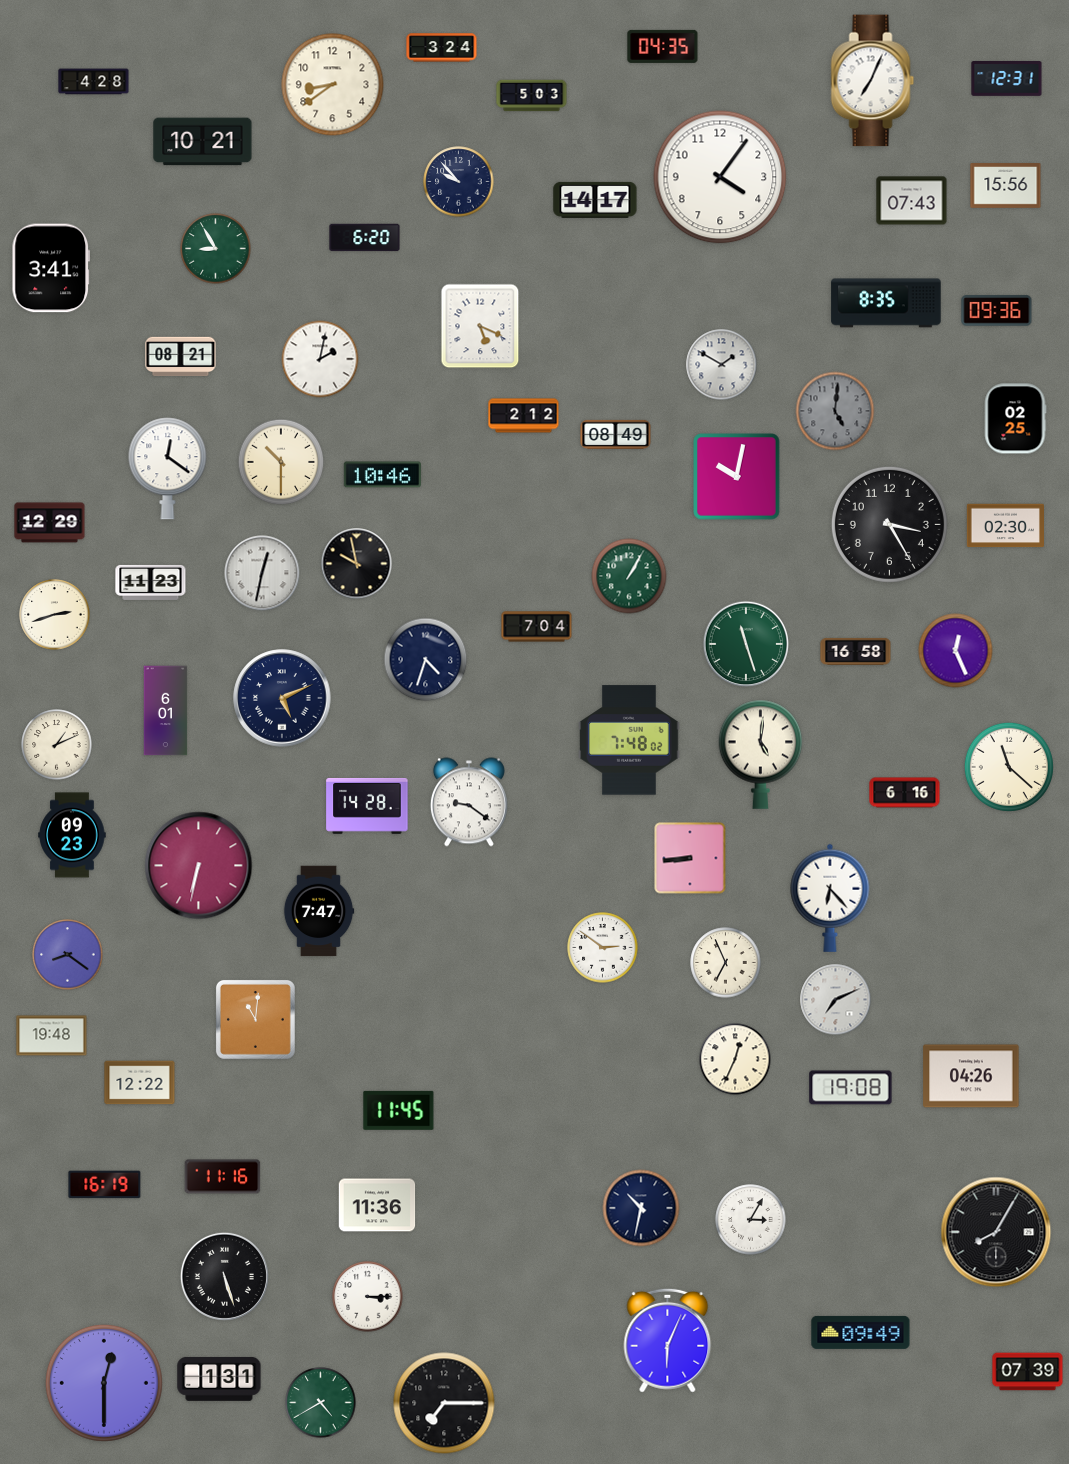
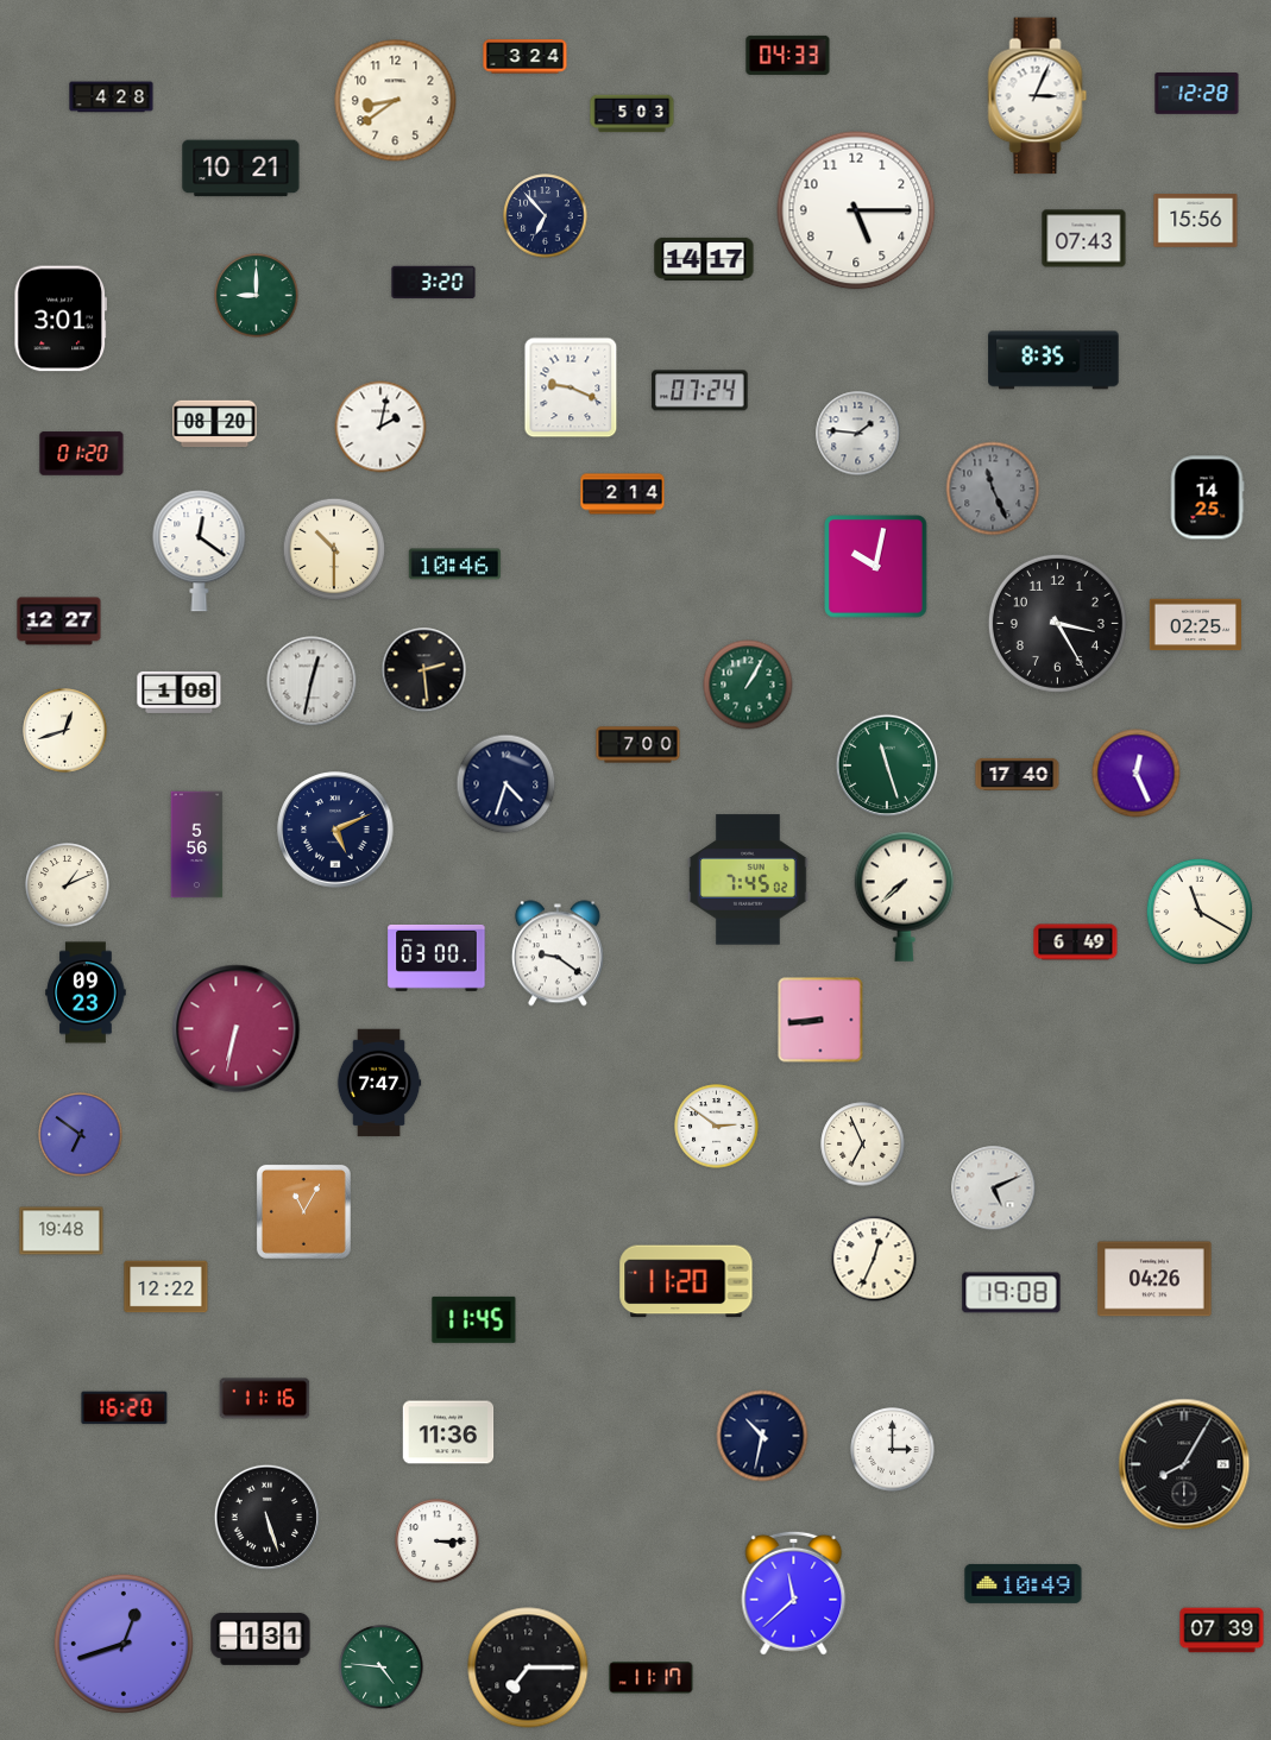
clock at (663, 46): 04:35 -> 04:33
clock at (1007, 79): 12:31 -> 12:28
clock at (873, 81): 7:04 -> 3:04
clock at (720, 177): 4:06 -> 5:15
clock at (459, 182): 9:53 -> 6:53
clock at (595, 200) position: (595, 200) -> (704, 259)
clock at (365, 238): 6:20 -> 3:20
clock at (216, 249): 8:55 -> 9:00
clock at (50, 268): 3:41 -> 3:01
clock at (997, 311): 09:36 -> none
clock at (480, 326): 5:19 -> 9:19
clock at (700, 391): none -> 07:24
clock at (181, 357): 08:21 -> 08:20
clock at (722, 365): 1:50 -> 1:46
clock at (82, 454): none -> 01:20
clock at (835, 411): 5:01 -> 11:26
clock at (524, 416): 2:12 -> 2:14
clock at (1015, 419): 02:25 -> 14:25
clock at (616, 434): 08:49 -> none
clock at (168, 469) position: (168, 469) -> (200, 551)
clock at (50, 523): 12:29 -> 12:27
clock at (1005, 526): 02:30 -> 02:25
clock at (357, 564): 9:58 -> 2:29
clock at (151, 582): 11:23 -> 1:08
clock at (55, 615): 2:42 -> 12:42
clock at (537, 627): 7:04 -> 7:00
clock at (856, 651): 16:58 -> 17:40
clock at (166, 711): 6:01 -> 5:56
clock at (629, 740): 7:48 -> 7:45
clock at (761, 754): 5:01 -> 7:38
clock at (1009, 767): 11:22 -> 11:20
clock at (905, 793): 6:16 -> 6:49
clock at (367, 806): 14:28 -> 03:00
clock at (830, 898): 6:23 -> none
clock at (68, 955): 8:21 -> 6:51
clock at (836, 1000): 7:11 -> 5:11
clock at (255, 1019): 11:01 -> 11:05
clock at (686, 1281): none -> 11:20
clock at (105, 1185): 16:19 -> 16:20
clock at (751, 1220): 3:05 -> 3:00
clock at (861, 1332): 09:49 -> 10:49
clock at (668, 1340): 6:04 -> 11:38
clock at (104, 1383): 12:30 -> 12:42
clock at (321, 1403): 4:40 -> 4:46
clock at (652, 1678): none -> 11:17
